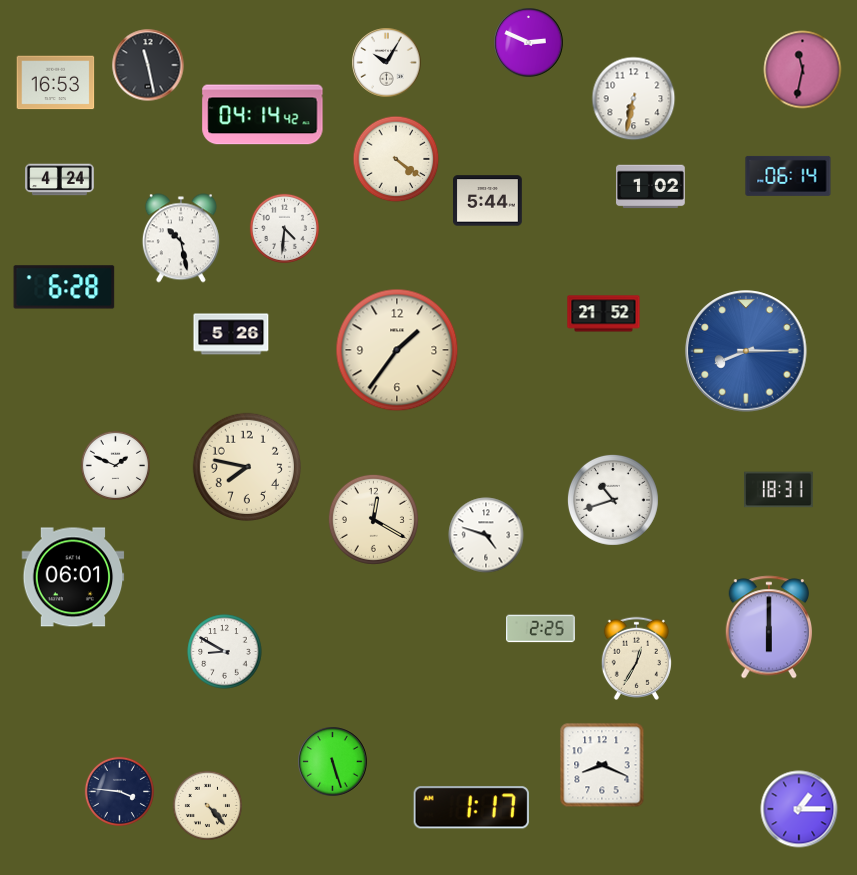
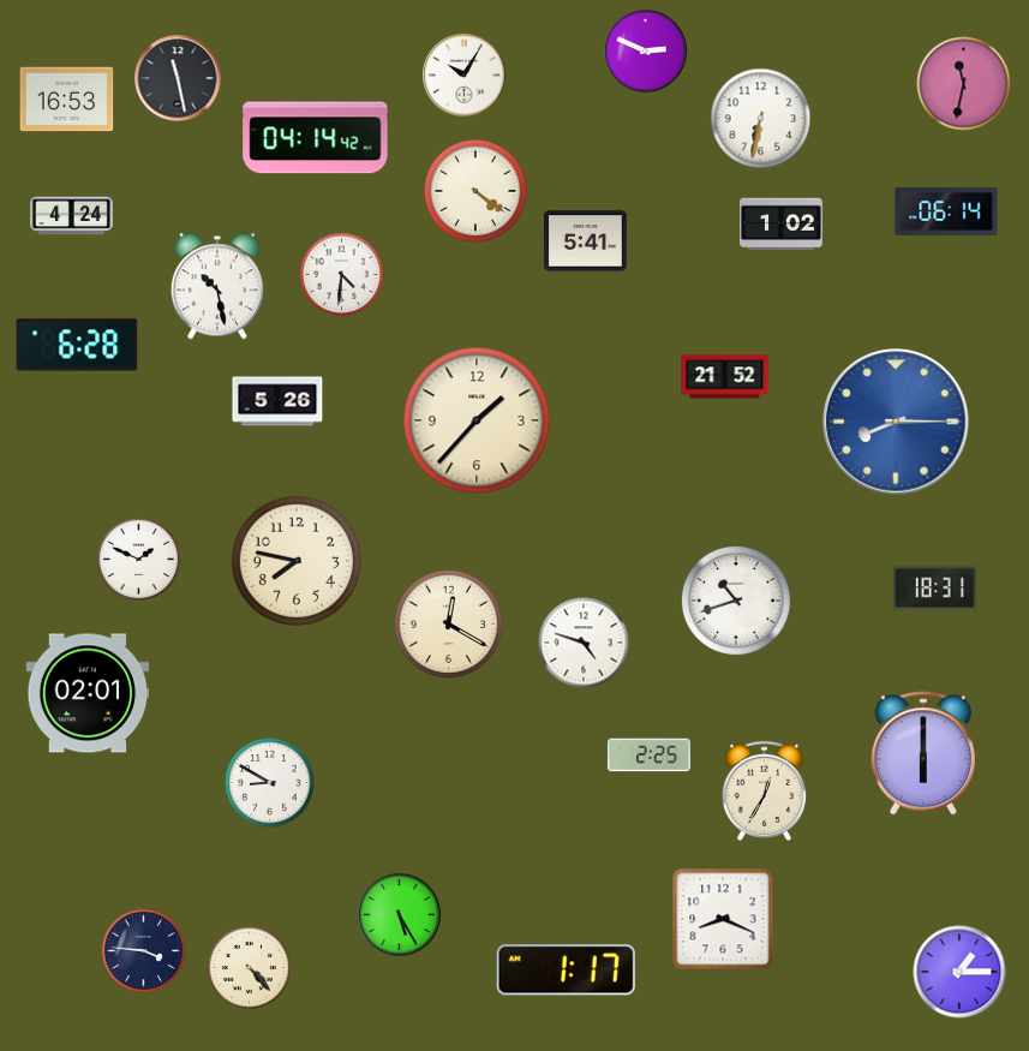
clock at (529, 43) position: (529, 43) -> (646, 52)
clock at (488, 201): 5:44 -> 5:41
clock at (397, 350): 1:36 -> 1:37
clock at (73, 577): 06:01 -> 02:01
clock at (333, 762): 5:27 -> 5:25
